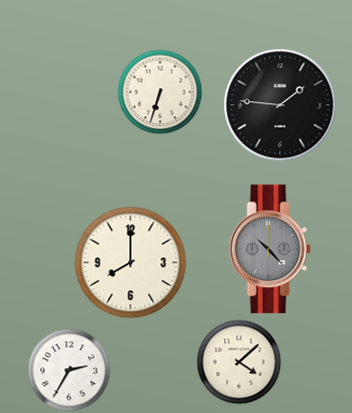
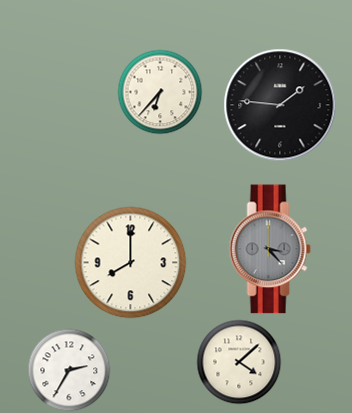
clock at (160, 92): 6:33 -> 6:37
clock at (270, 249): 10:23 -> 3:23
